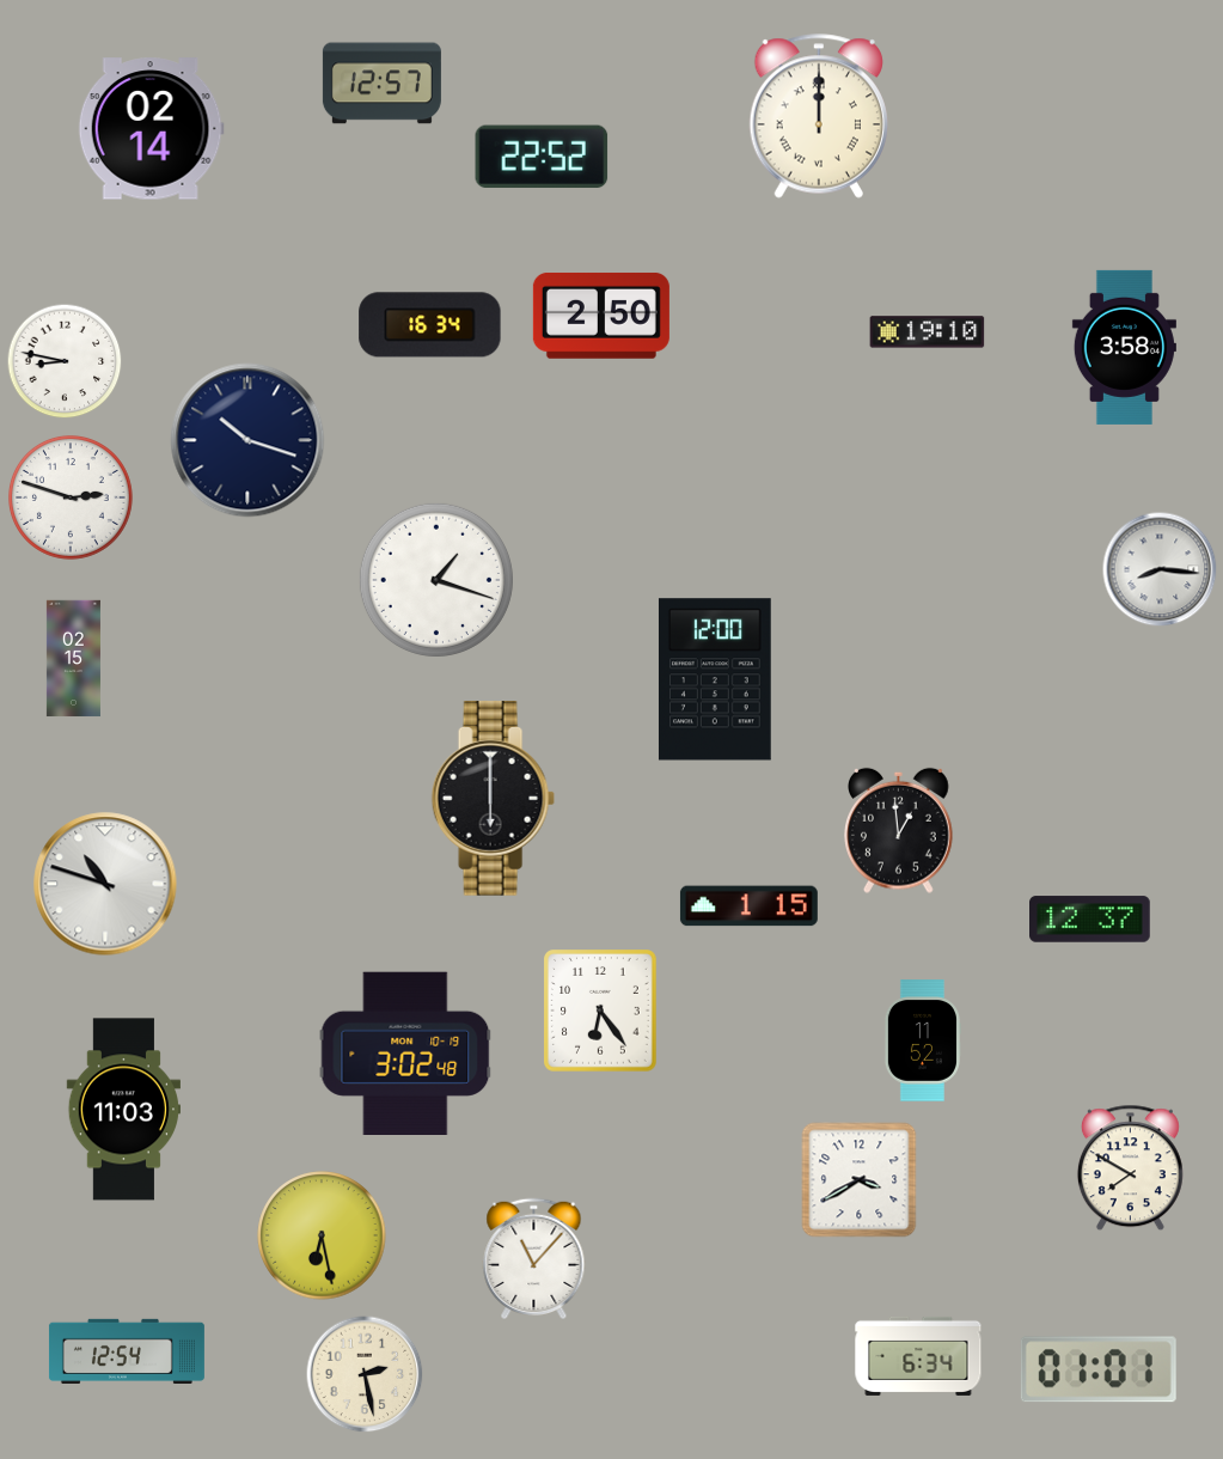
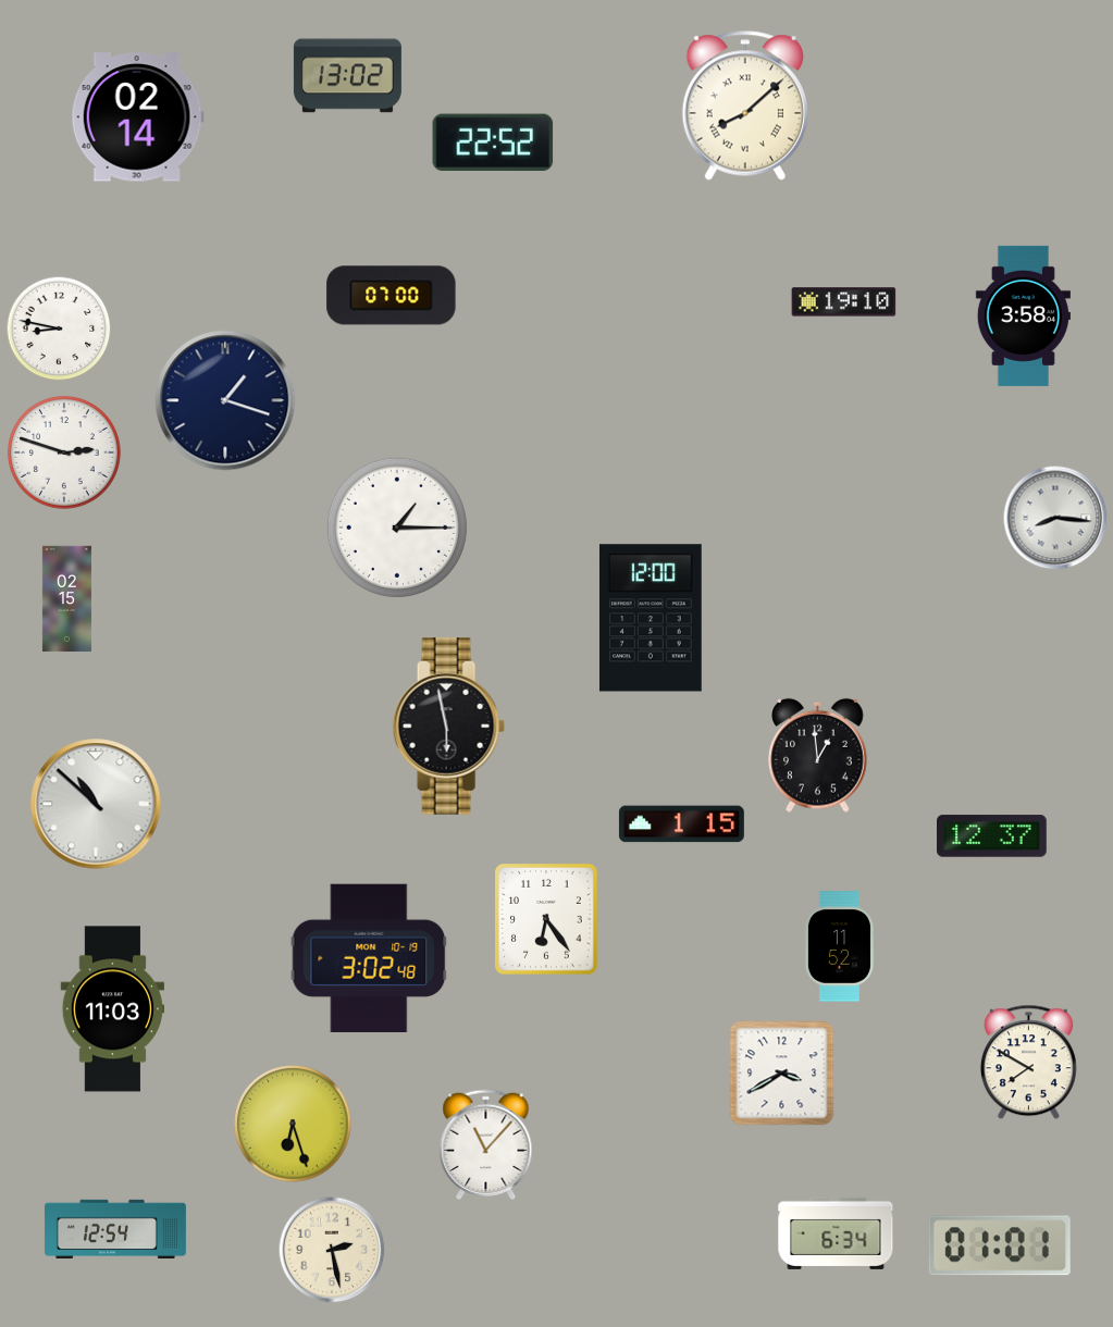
clock at (381, 84): 12:57 -> 13:02
clock at (818, 116): 12:00 -> 8:08
clock at (601, 316): 2:50 -> none
clock at (430, 325): 16:34 -> 07:00
clock at (247, 440): 10:18 -> 1:18
clock at (436, 580): 1:18 -> 1:15
clock at (493, 799): 6:00 -> 5:58
clock at (105, 884): 10:48 -> 10:52
clock at (322, 1235): 6:28 -> 6:27
